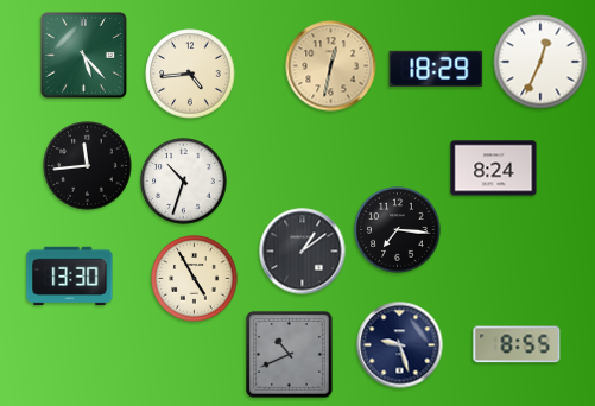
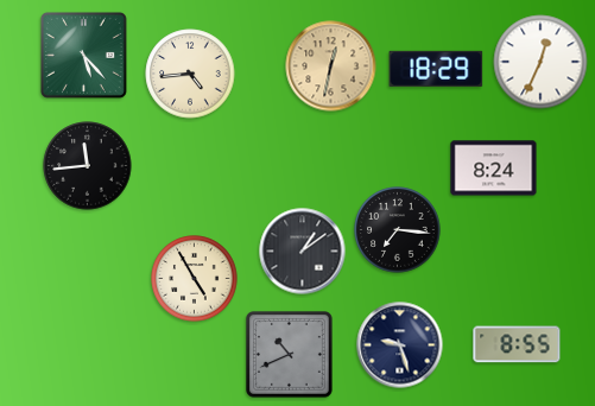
clock at (184, 182): 10:33 -> none
clock at (70, 277): 13:30 -> none
